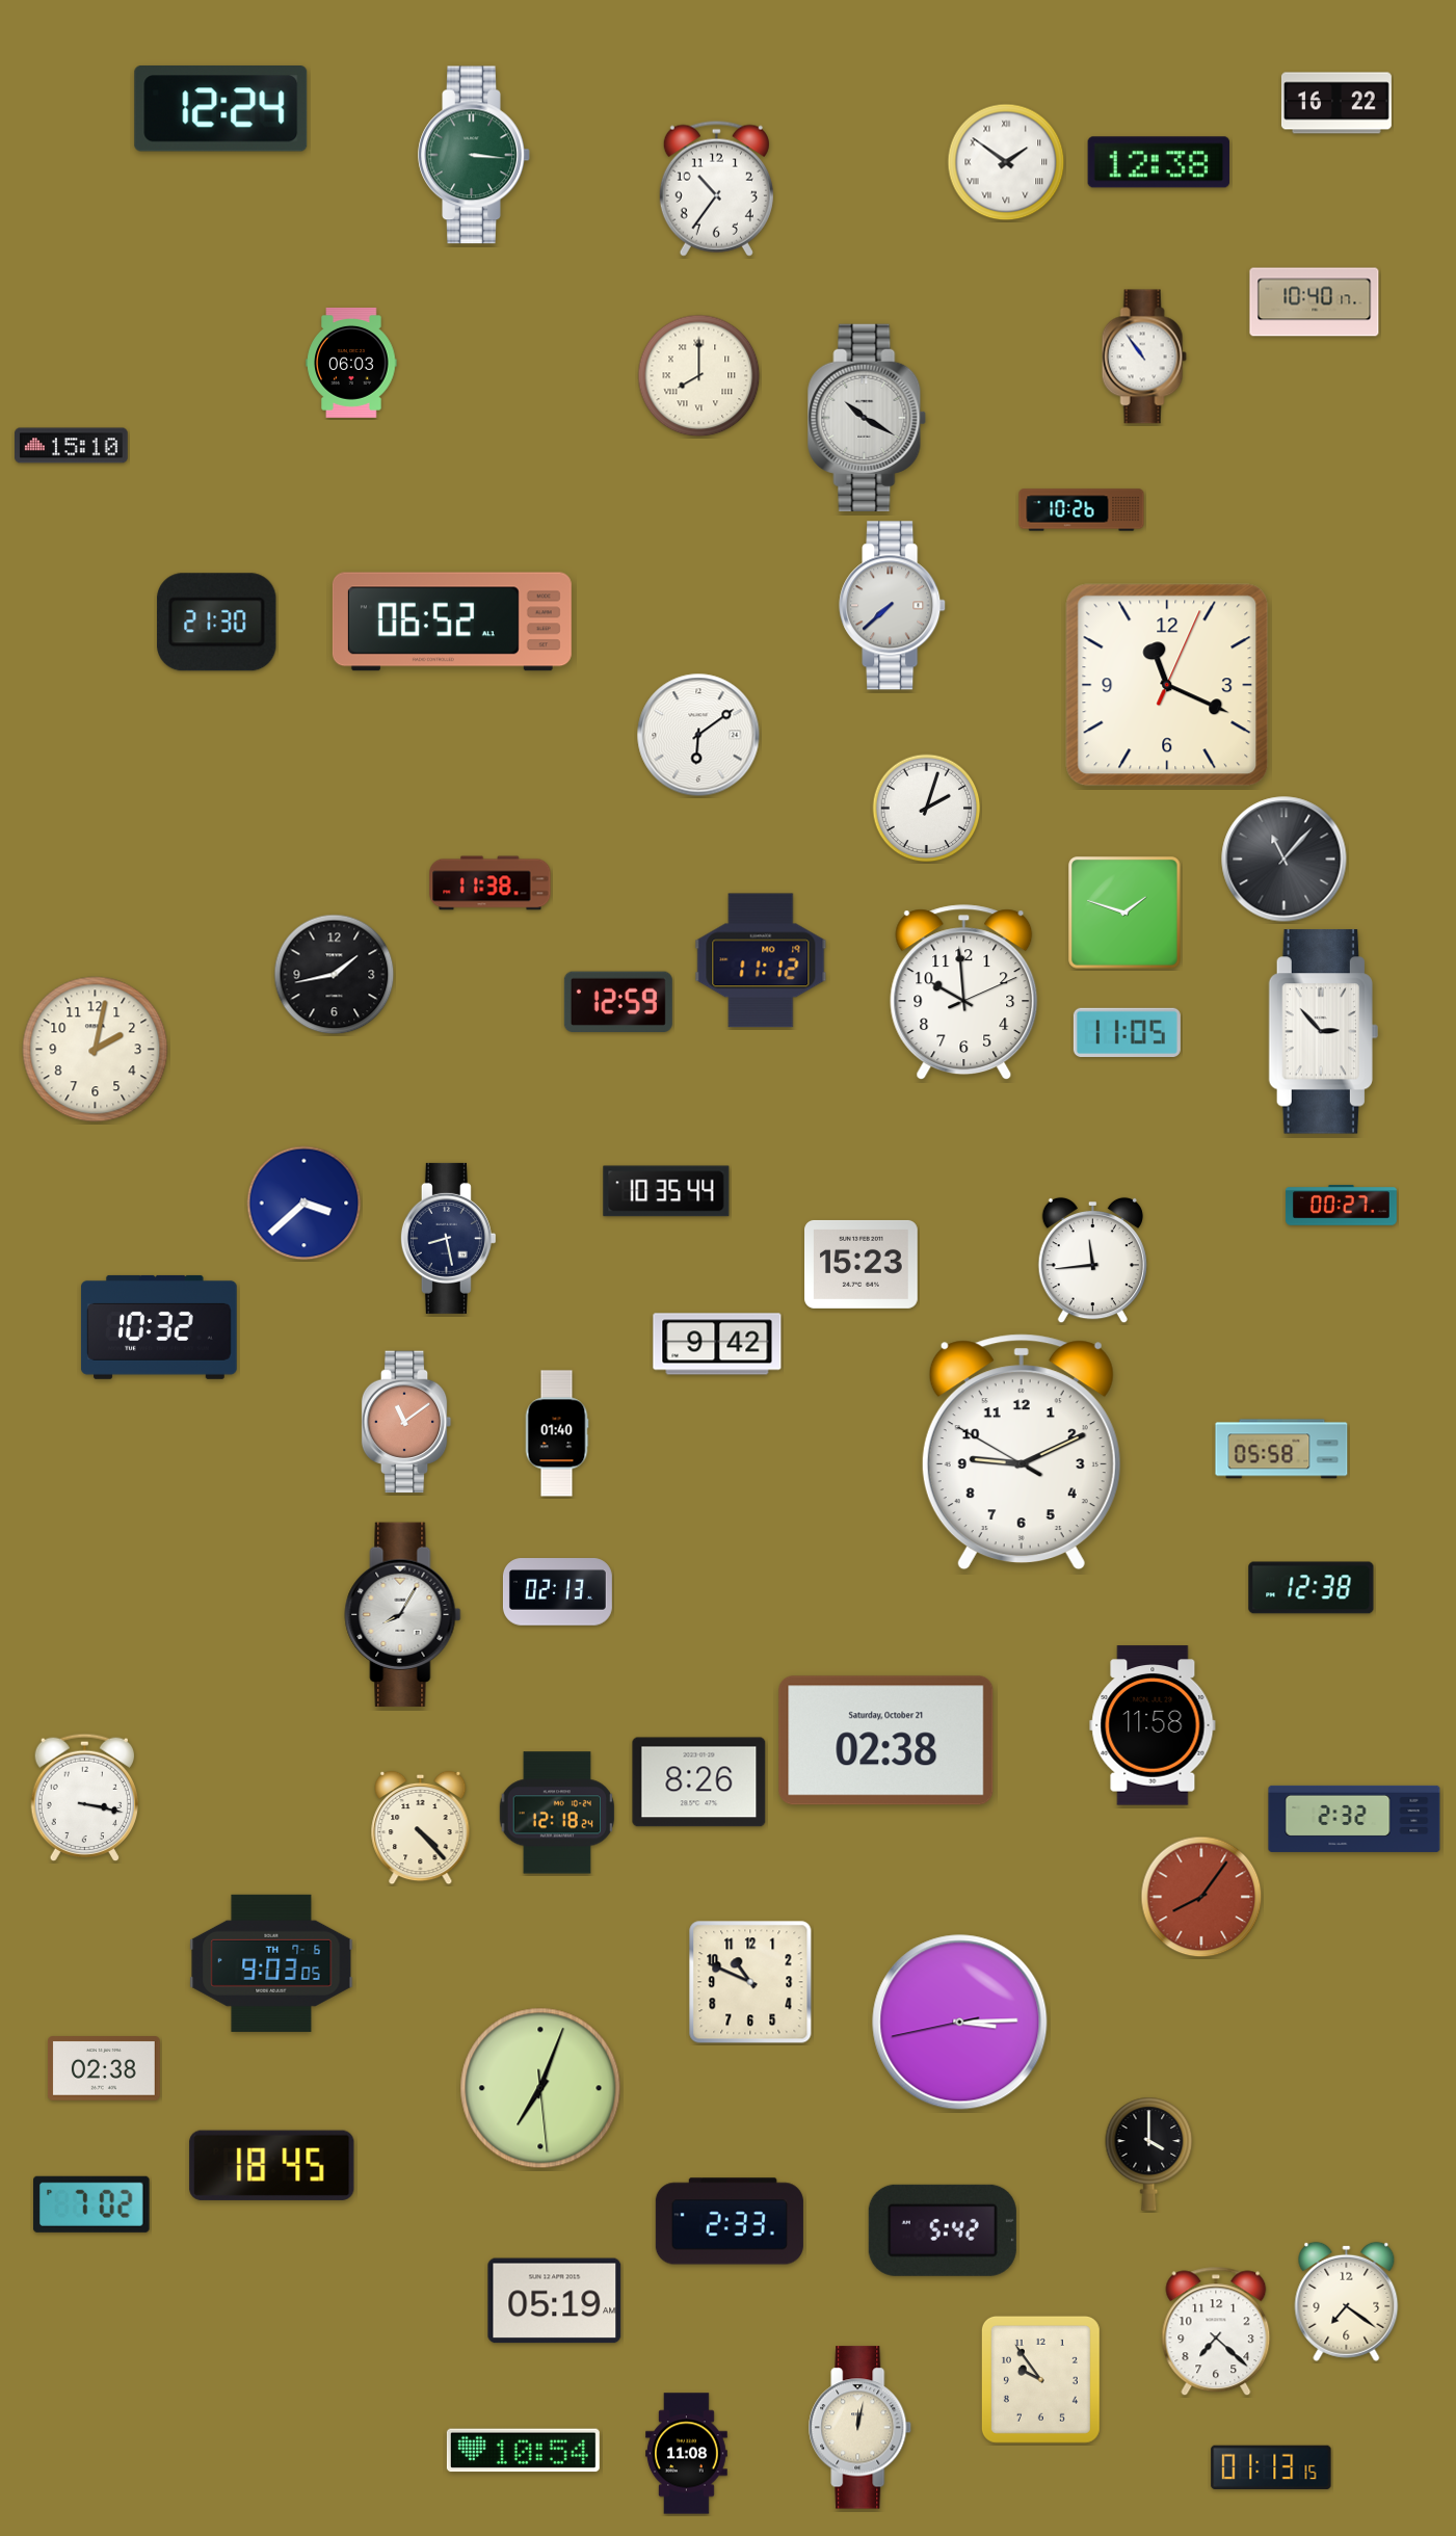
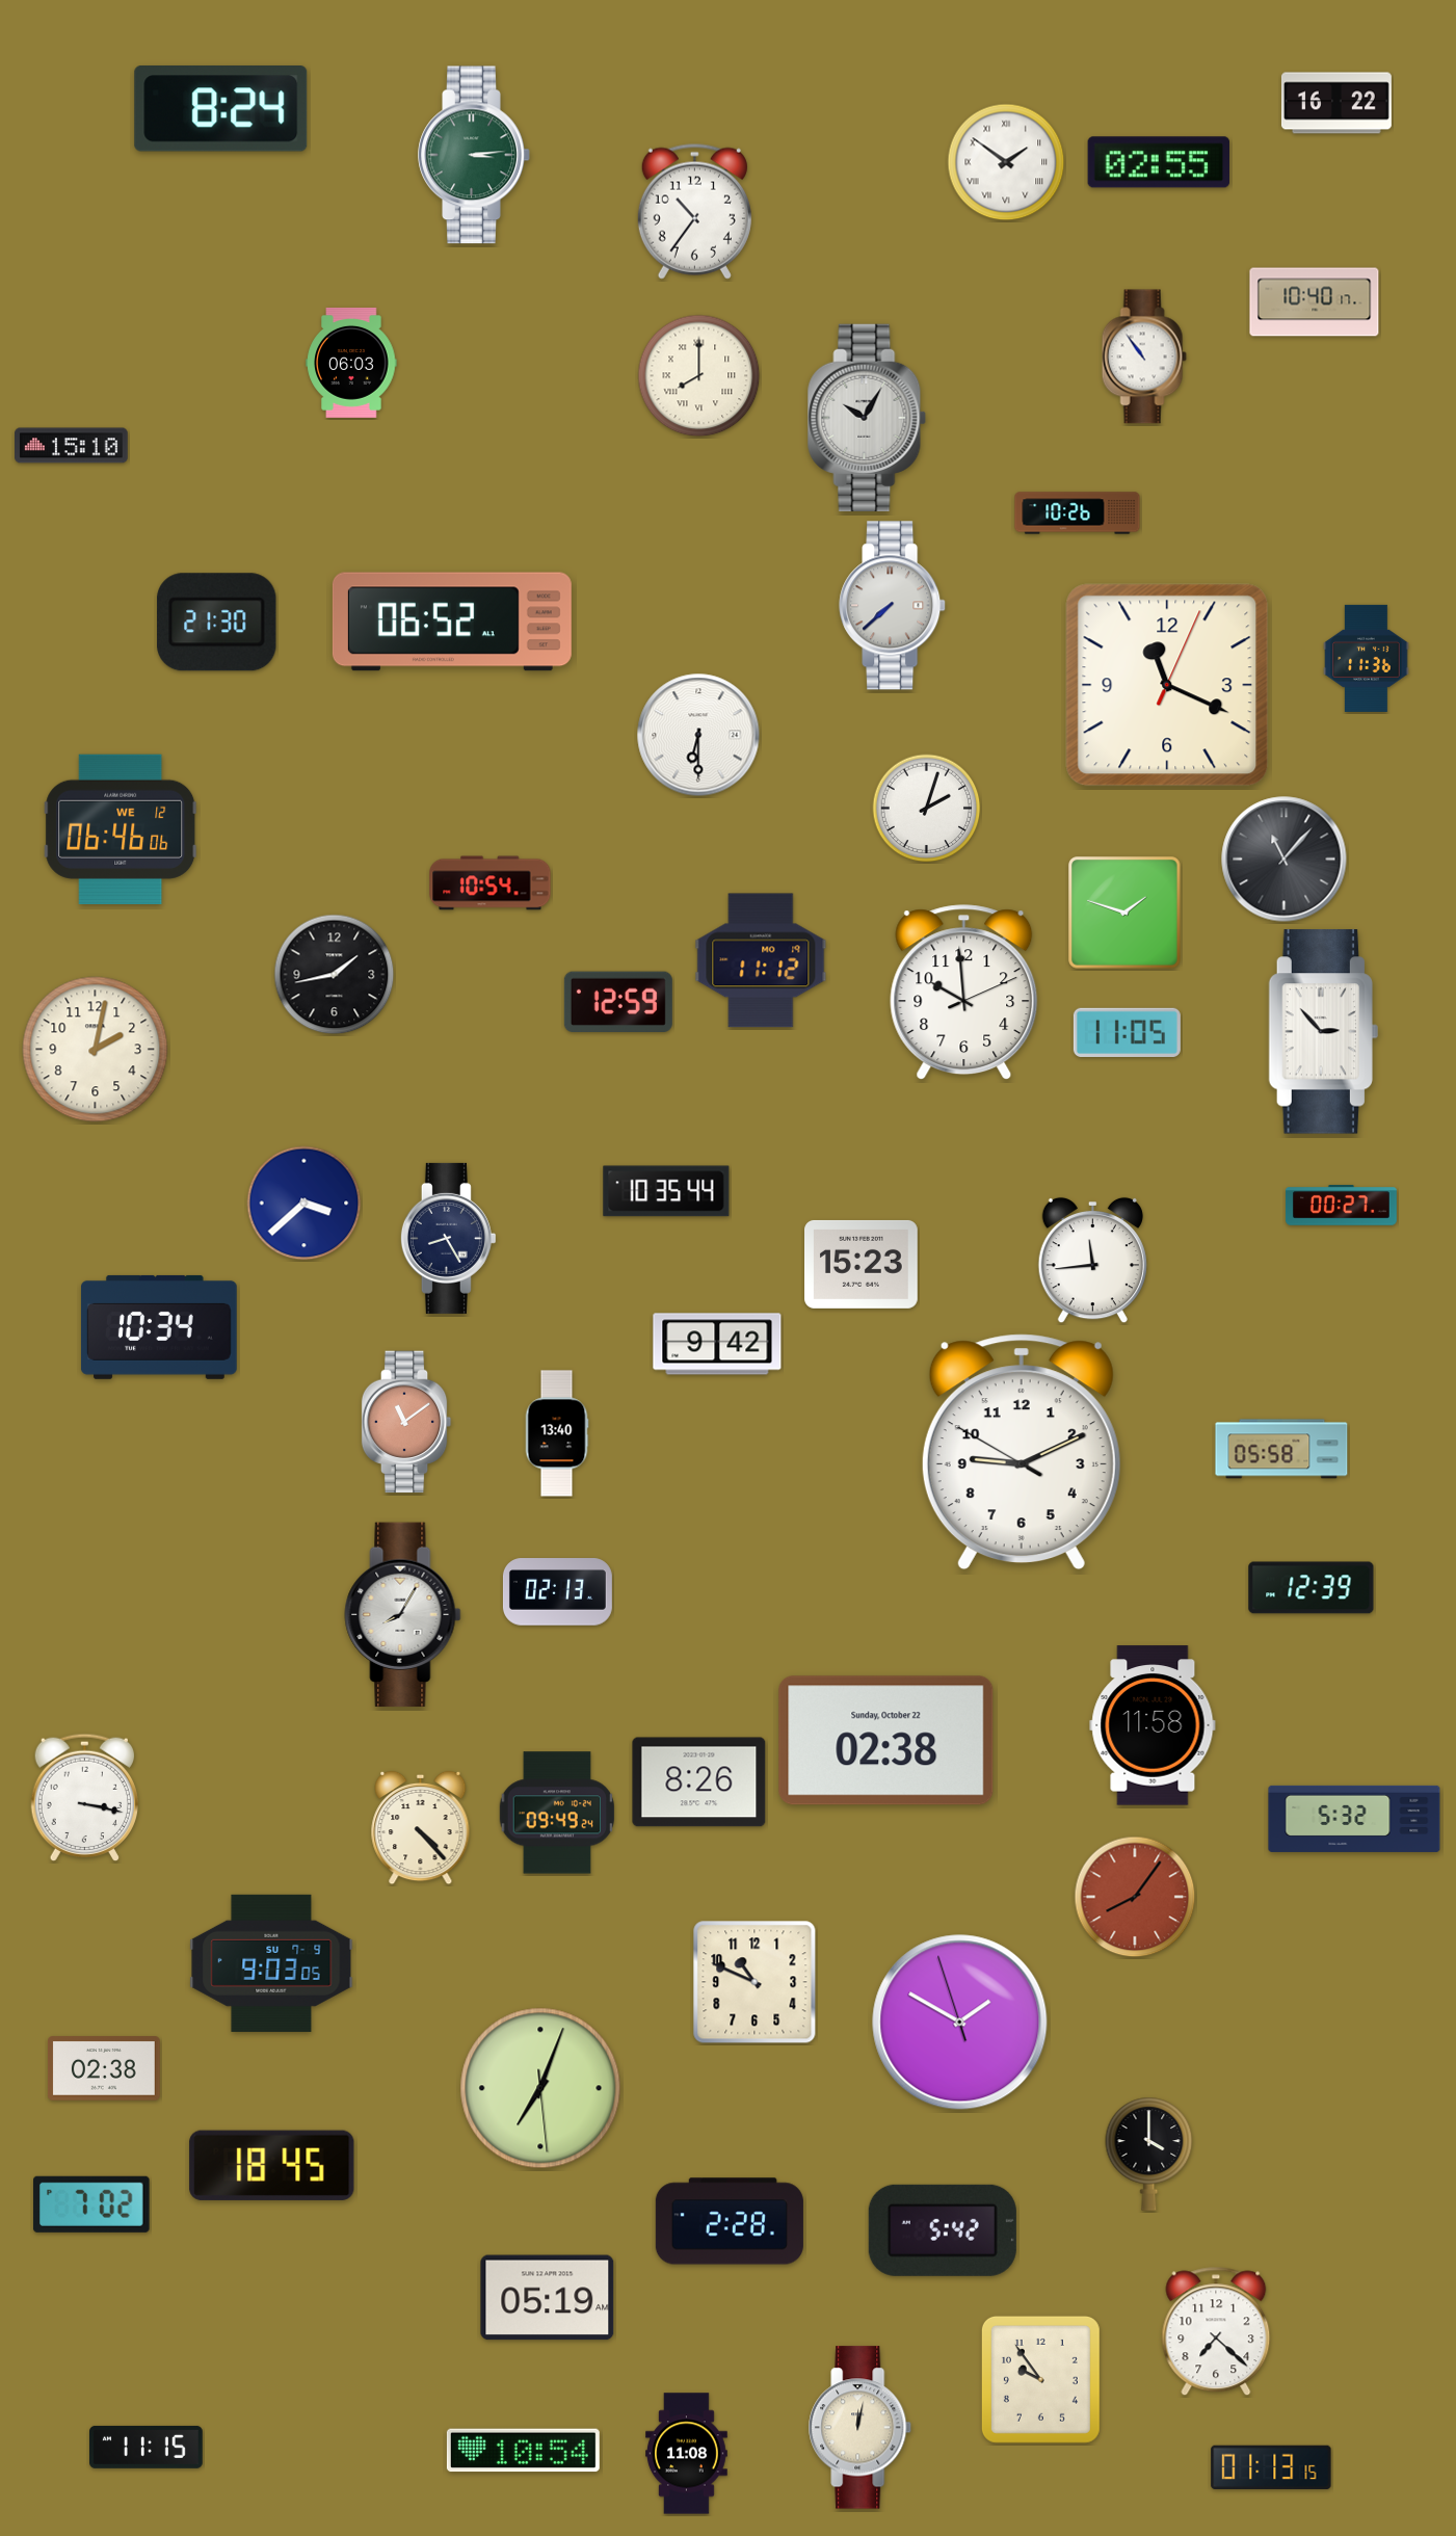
clock at (221, 109): 12:24 -> 8:24
clock at (474, 155): 3:16 -> 3:14
clock at (1159, 162): 12:38 -> 02:55
clock at (716, 188) position: (716, 188) -> (694, 211)
clock at (867, 418): 10:20 -> 10:05
clock at (1082, 510) position: (1082, 510) -> (1078, 513)
clock at (1367, 658): none -> 11:36
clock at (698, 735): 6:09 -> 6:30
clock at (121, 829): none -> 06:46
clock at (491, 883): 11:38 -> 10:54
clock at (448, 1238): 8:28 -> 8:25
clock at (159, 1327): 10:32 -> 10:34
clock at (557, 1433): 01:40 -> 13:40
clock at (1312, 1588): 12:38 -> 12:39
clock at (886, 1741) date: Saturday, October 21 -> Sunday, October 22
clock at (556, 1813): 12:18 -> 09:49
clock at (1354, 1819): 2:32 -> 5:32
clock at (1201, 1897) position: (1201, 1897) -> (1135, 1897)
clock at (271, 1963) date: TH 7-6 -> SU 7-9
clock at (750, 1982) position: (750, 1982) -> (755, 1982)
clock at (960, 2023): 3:14 -> 1:49
clock at (730, 2221): 2:33 -> 2:28
clock at (555, 2301) position: (555, 2301) -> (548, 2298)
clock at (1347, 2301): 7:21 -> none
clock at (147, 2447): none -> 11:15
